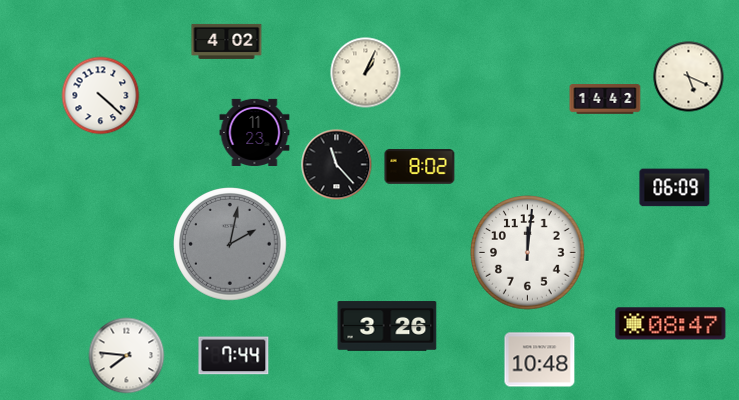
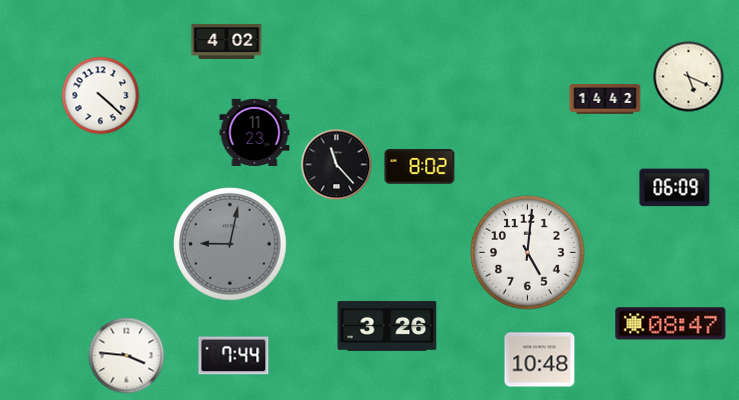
clock at (366, 73): 1:04 -> none
clock at (231, 245): 2:02 -> 9:02
clock at (528, 253): 12:01 -> 5:01
clock at (127, 356): 7:46 -> 3:46
